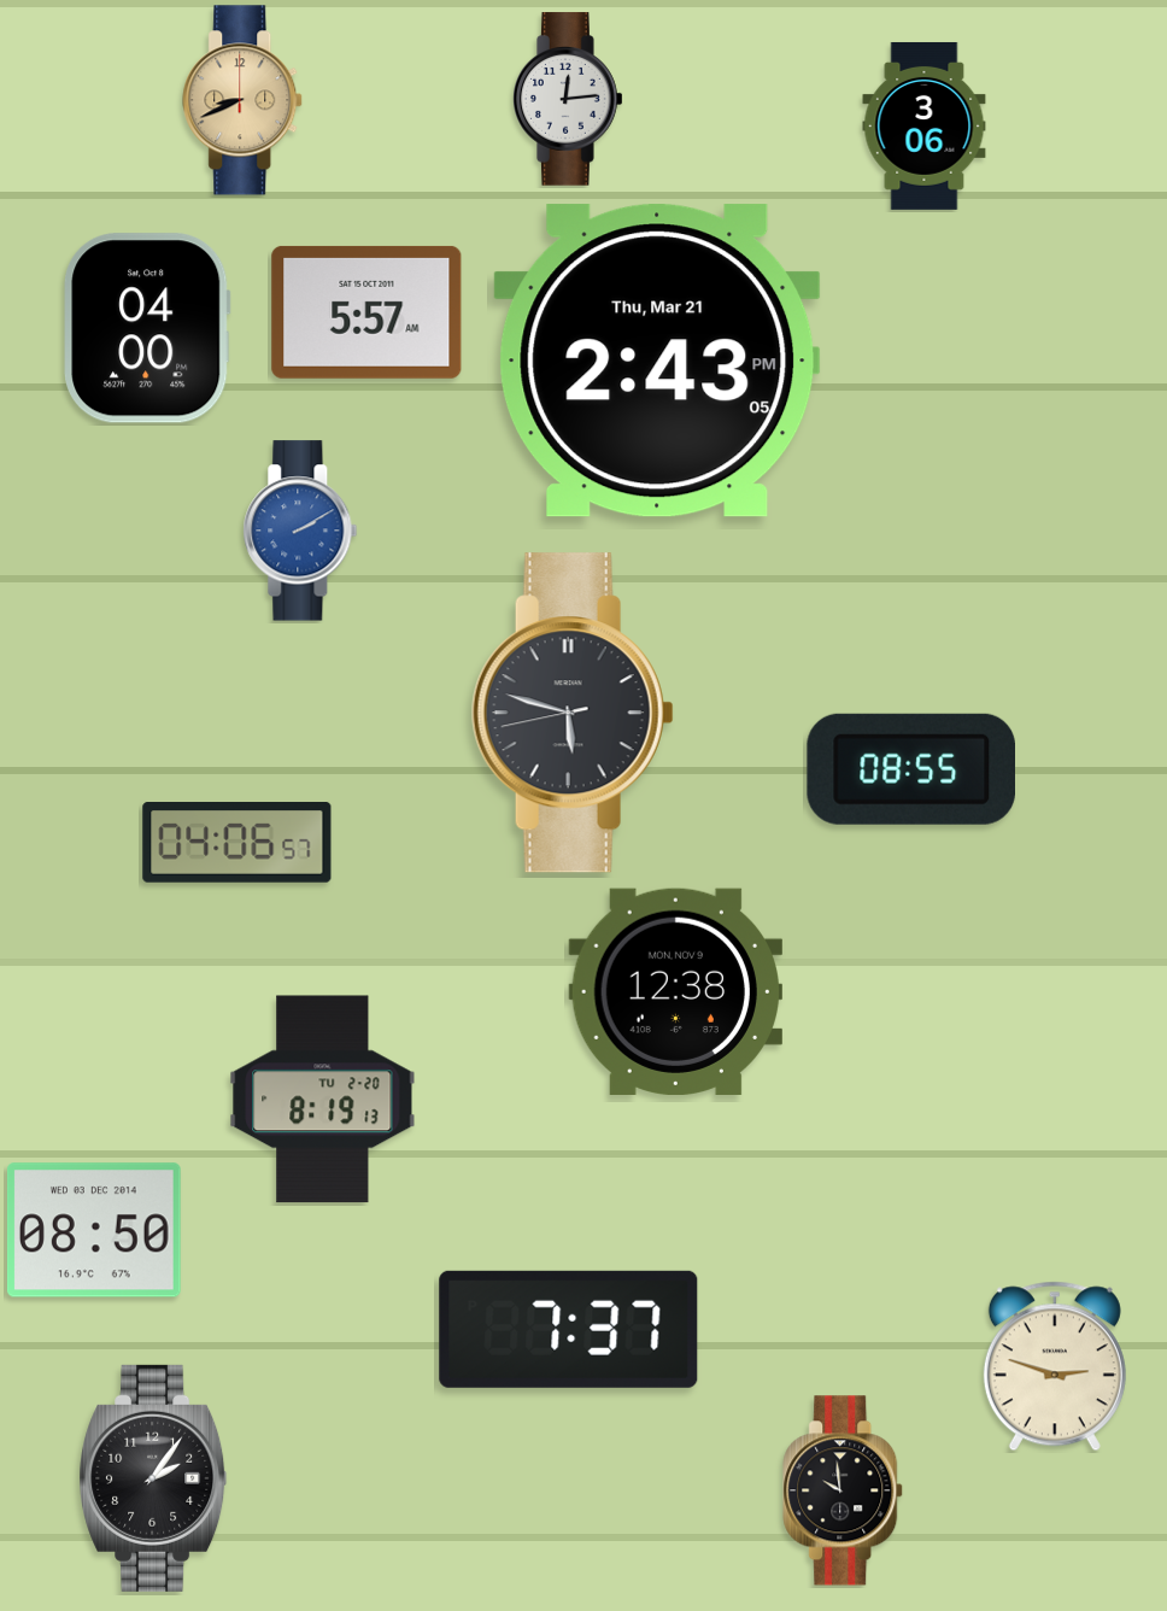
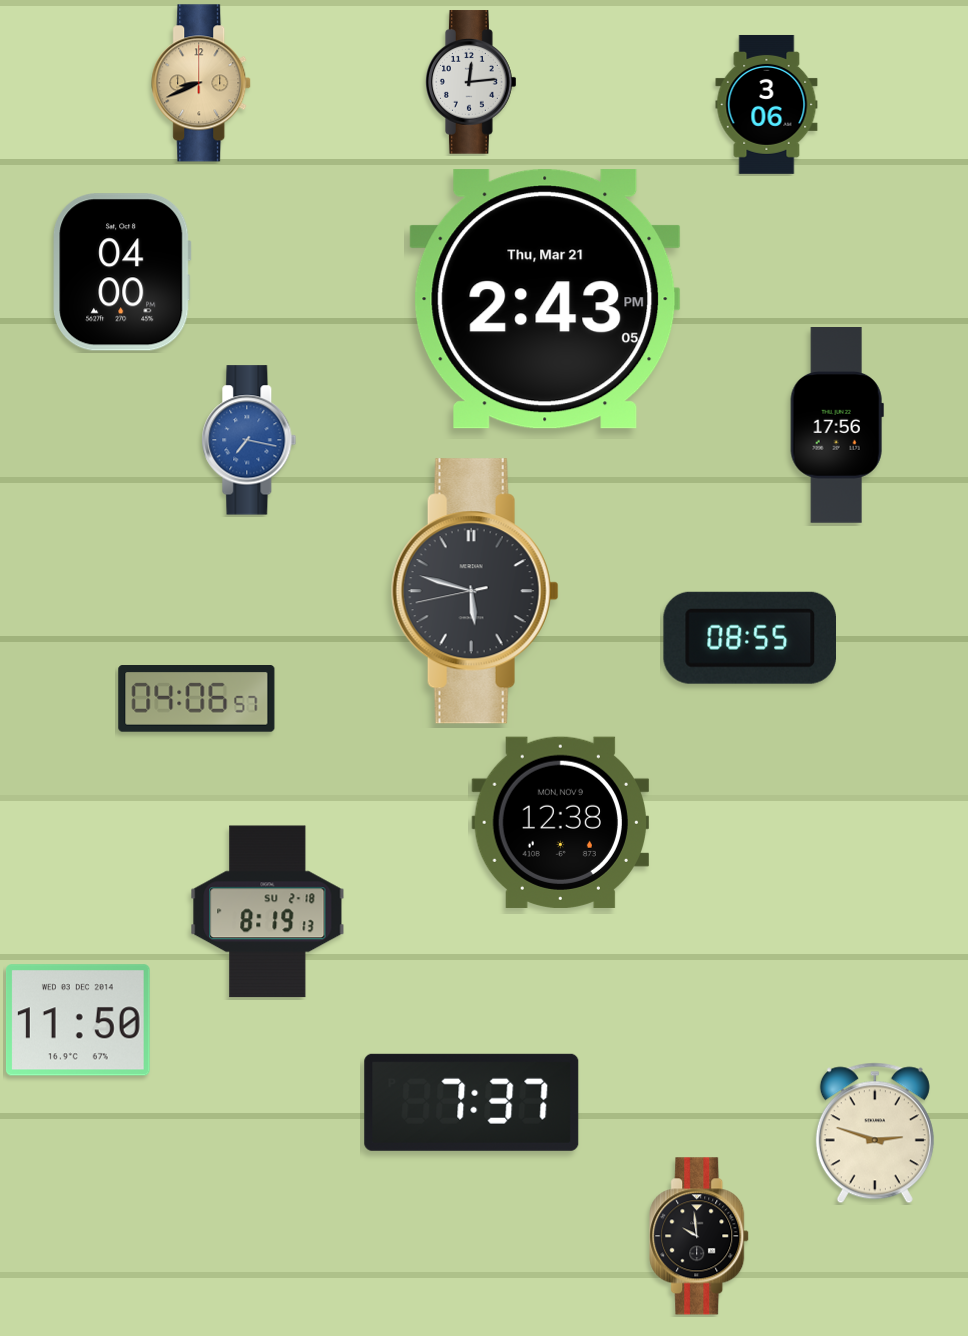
clock at (366, 312): 5:57 -> none
clock at (837, 426): none -> 17:56
clock at (300, 531): 2:10 -> 7:17
clock at (910, 769) position: (910, 769) -> (749, 638)
clock at (323, 1100) date: TU 2-20 -> SU 2-18
clock at (94, 1230): 08:50 -> 11:50
clock at (153, 1478): 2:06 -> none
